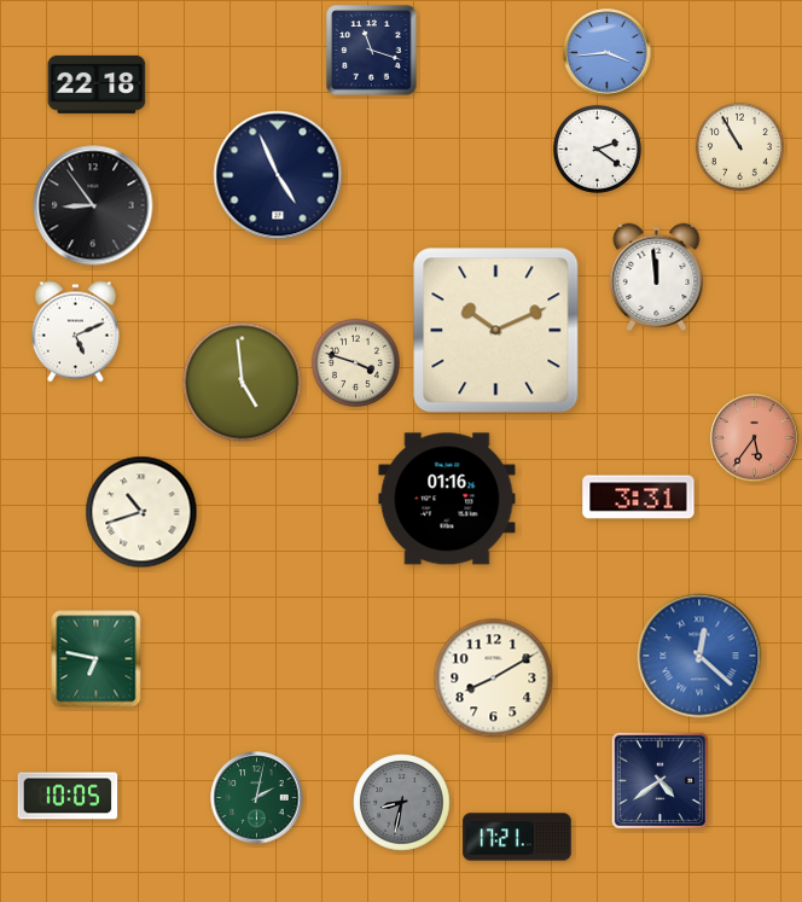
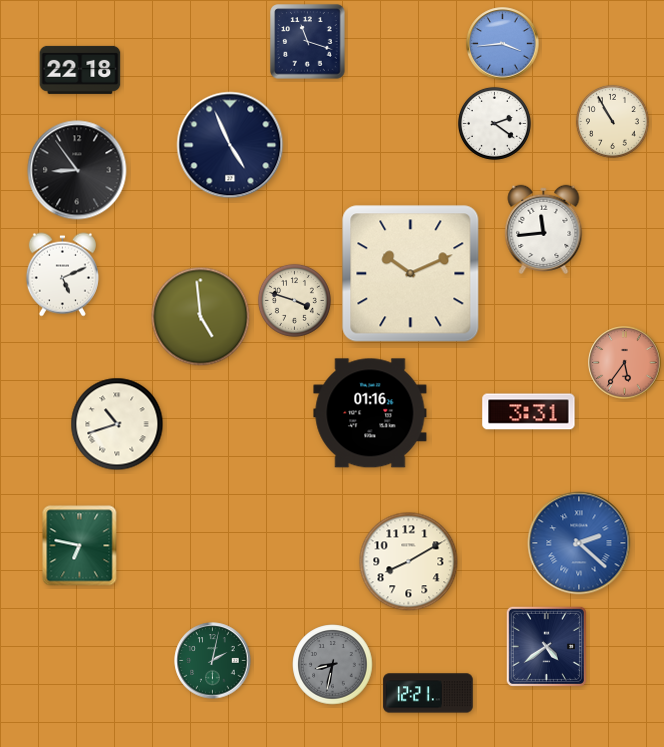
clock at (657, 277): 11:59 -> 11:44
clock at (699, 656): 12:22 -> 2:22
clock at (68, 796): 10:05 -> none
clock at (517, 837): 17:21 -> 12:21
